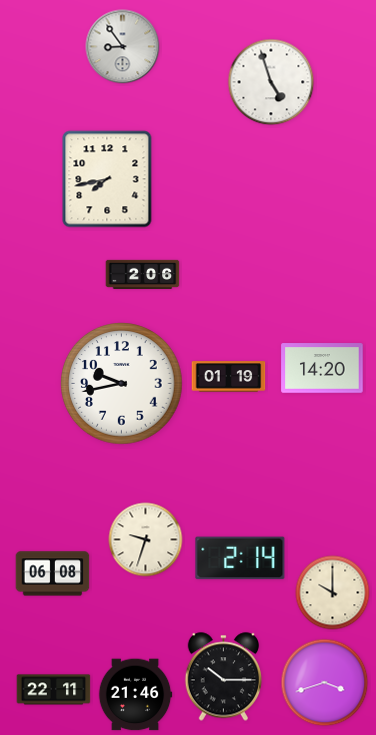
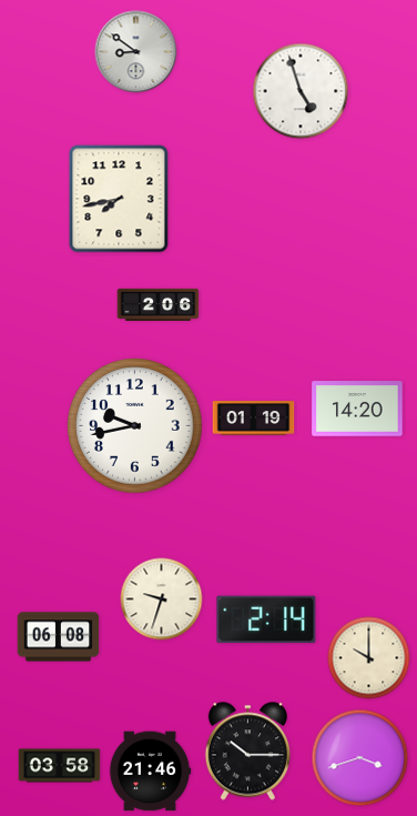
clock at (123, 47): 8:54 -> 8:51
clock at (54, 690): 22:11 -> 03:58
